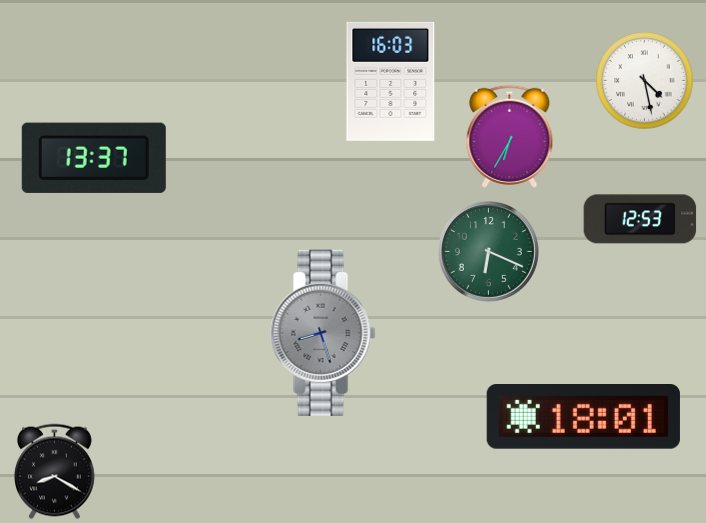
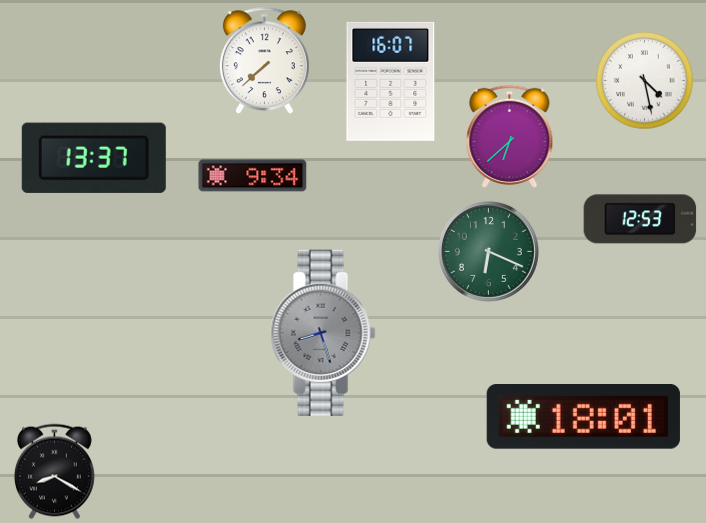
clock at (264, 61): none -> 7:38
clock at (391, 81): 16:03 -> 16:07
clock at (510, 136): 6:35 -> 6:38
clock at (253, 176): none -> 9:34
